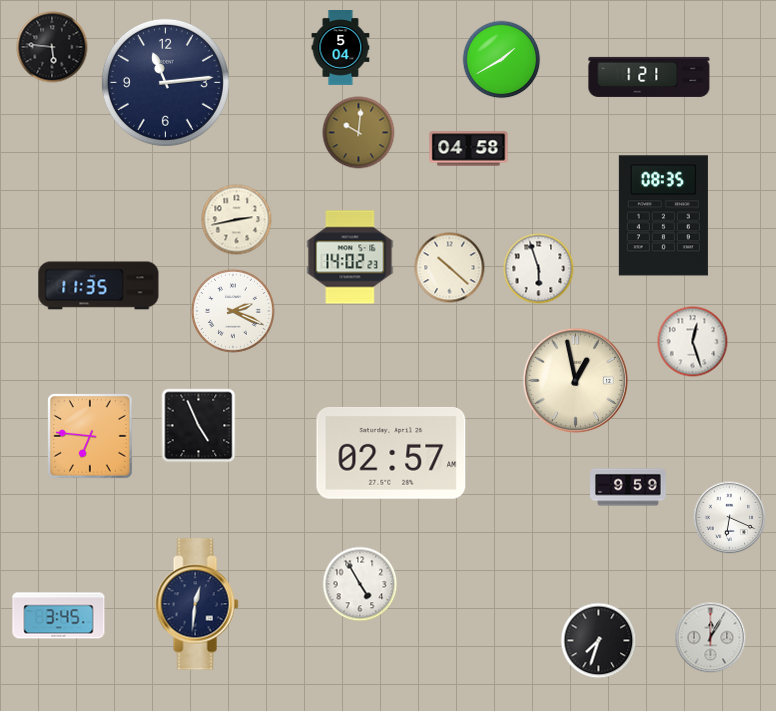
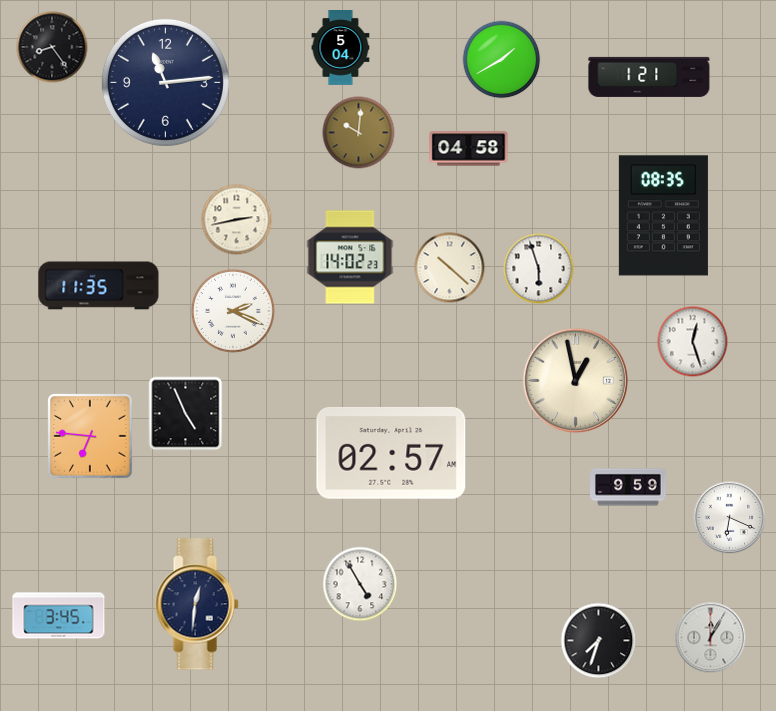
clock at (52, 47): 5:46 -> 8:24
clock at (199, 426) position: (199, 426) -> (186, 414)
